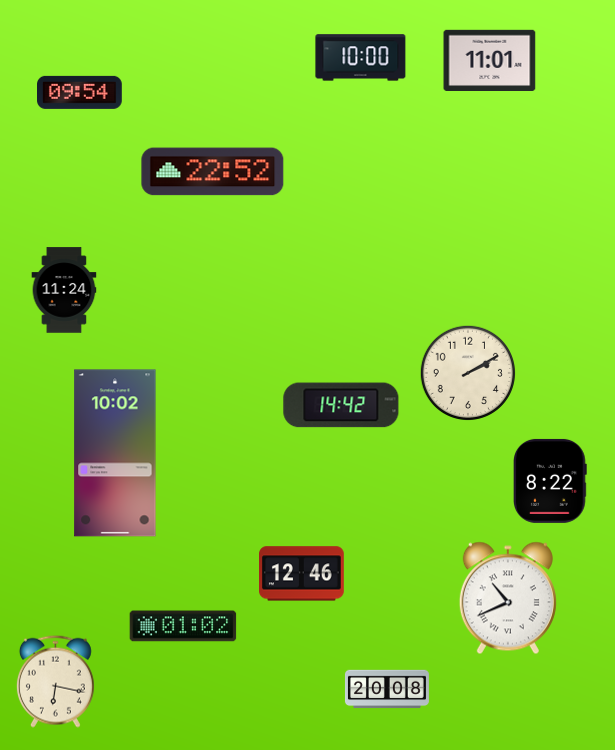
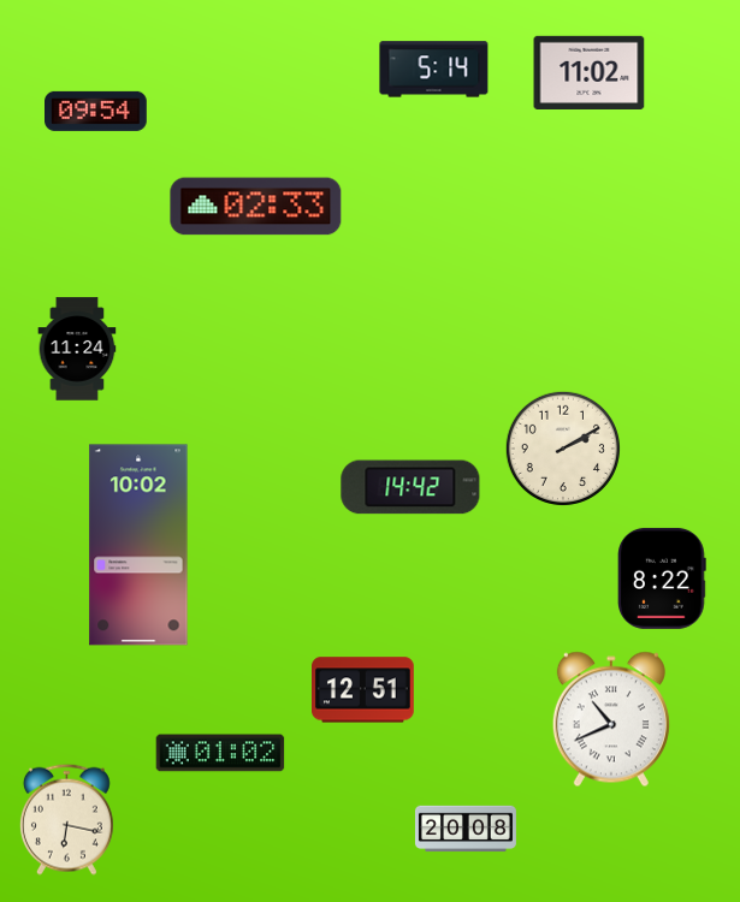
clock at (361, 58): 10:00 -> 5:14
clock at (490, 60): 11:01 -> 11:02
clock at (213, 172): 22:52 -> 02:33
clock at (302, 574): 12:46 -> 12:51
